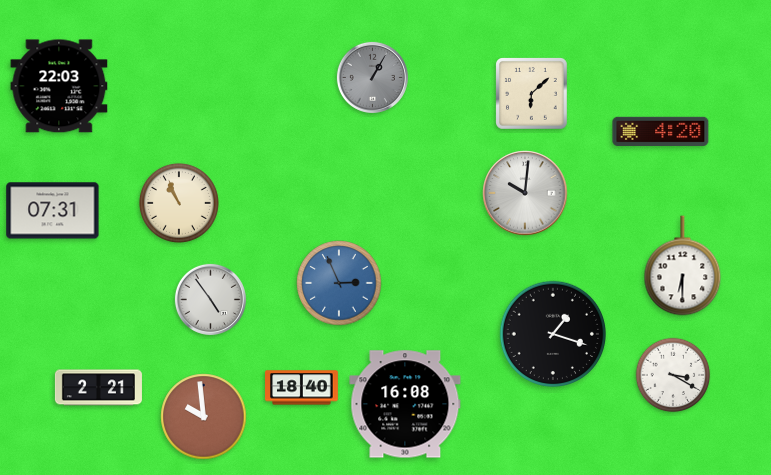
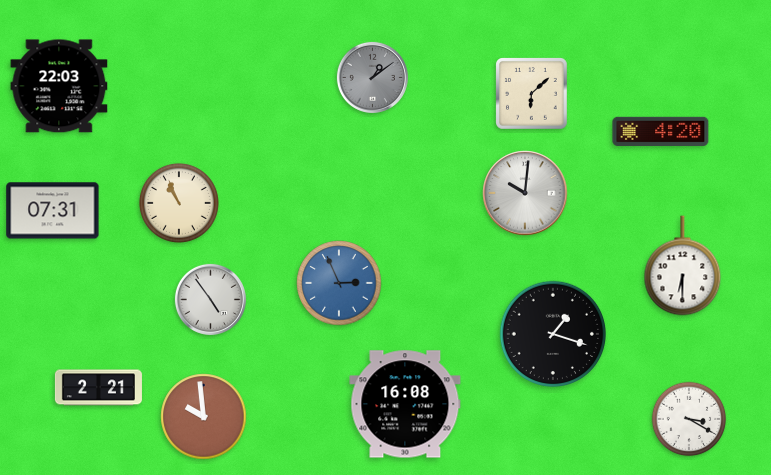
clock at (372, 77): 1:05 -> 1:09
clock at (673, 375) position: (673, 375) -> (689, 419)
clock at (302, 388): 18:40 -> none
